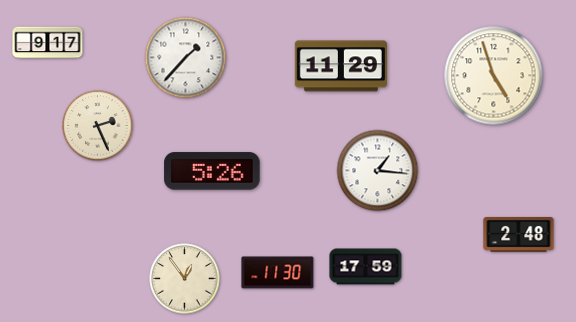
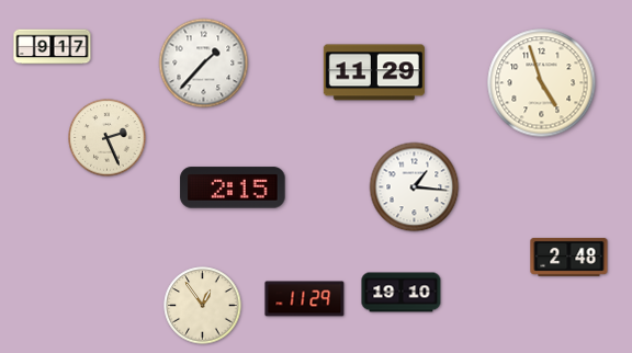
clock at (212, 171): 5:26 -> 2:15
clock at (366, 267): 17:59 -> 19:10
clock at (278, 273): 11:30 -> 11:29
